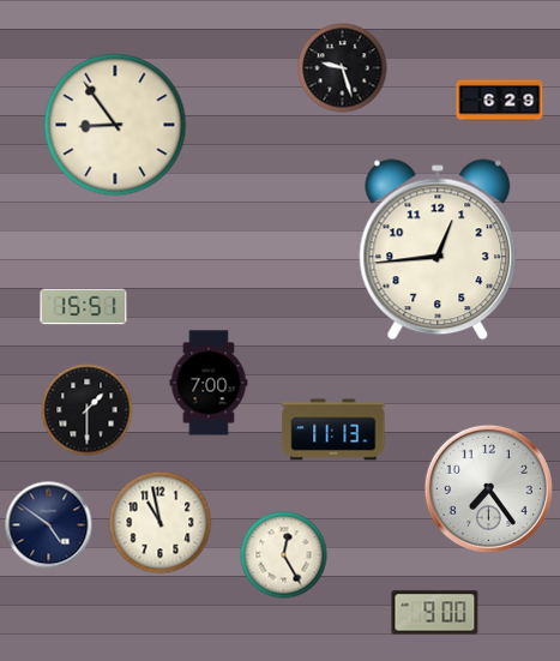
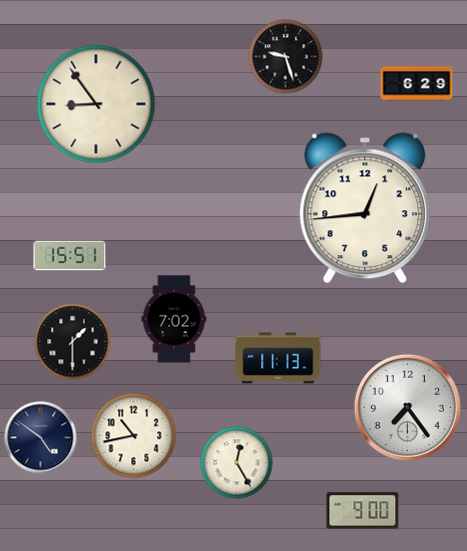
clock at (209, 383): 7:00 -> 7:02
clock at (161, 523): 10:58 -> 10:43
